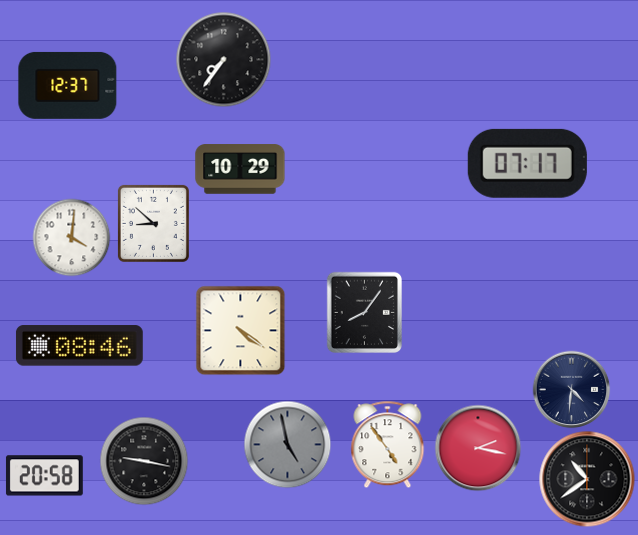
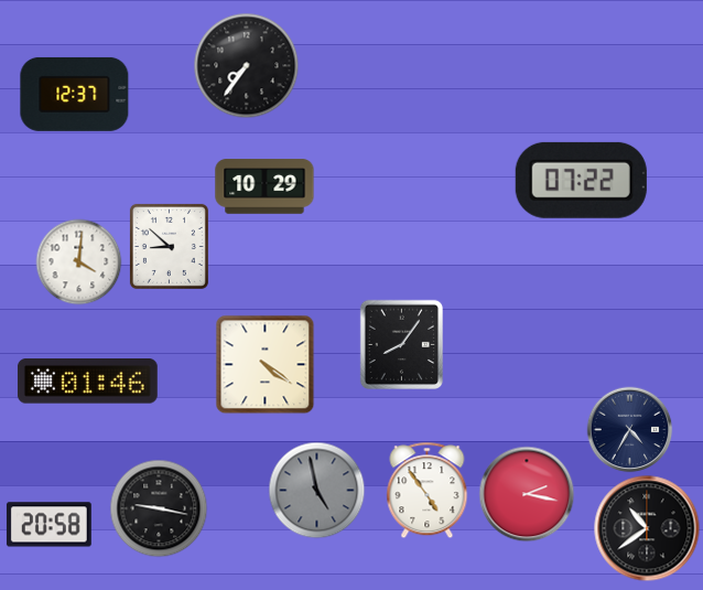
clock at (527, 163): 07:17 -> 07:22
clock at (79, 346): 08:46 -> 01:46
clock at (571, 389): 4:31 -> 4:35
